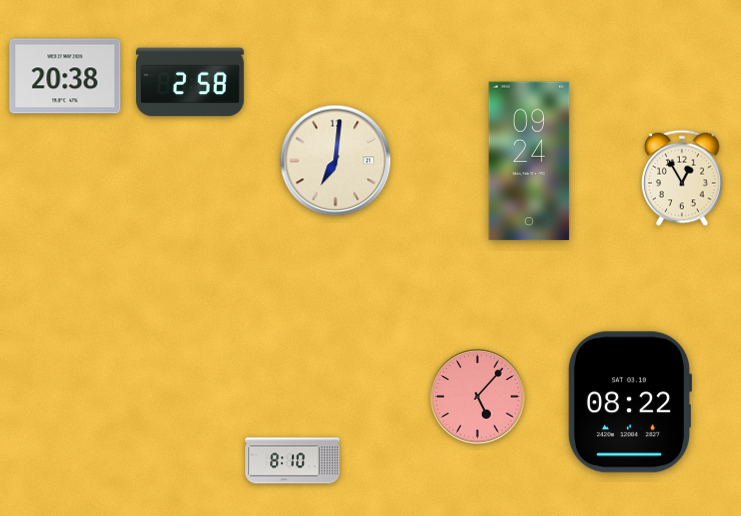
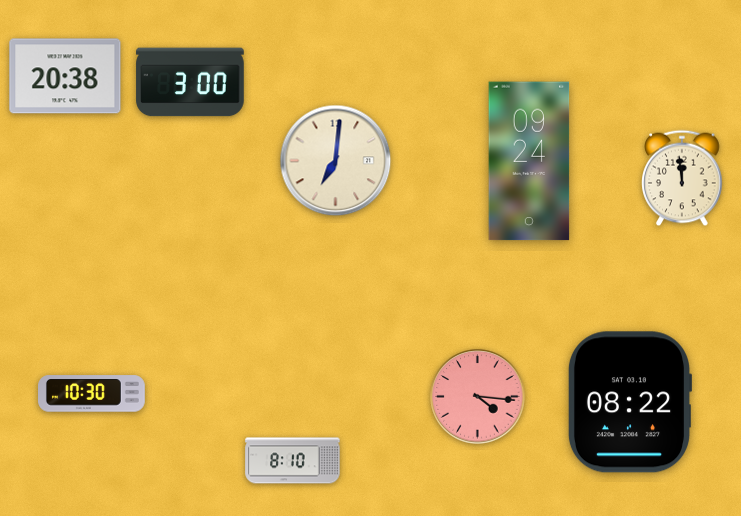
clock at (190, 82): 2:58 -> 3:00
clock at (682, 178): 12:55 -> 11:59
clock at (92, 394): none -> 10:30
clock at (478, 397): 5:07 -> 4:16
